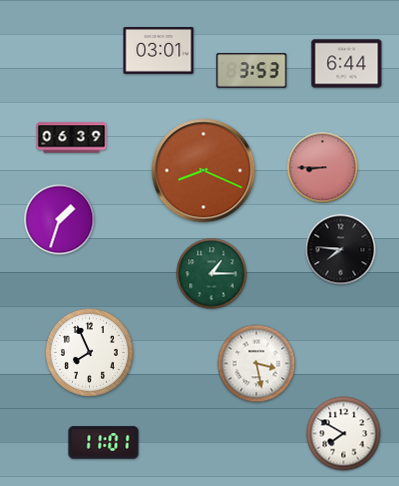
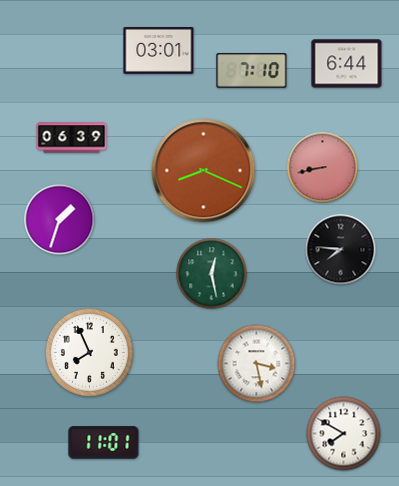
clock at (252, 71): 3:53 -> 7:10
clock at (323, 168): 8:45 -> 8:43
clock at (212, 274): 1:15 -> 12:28
